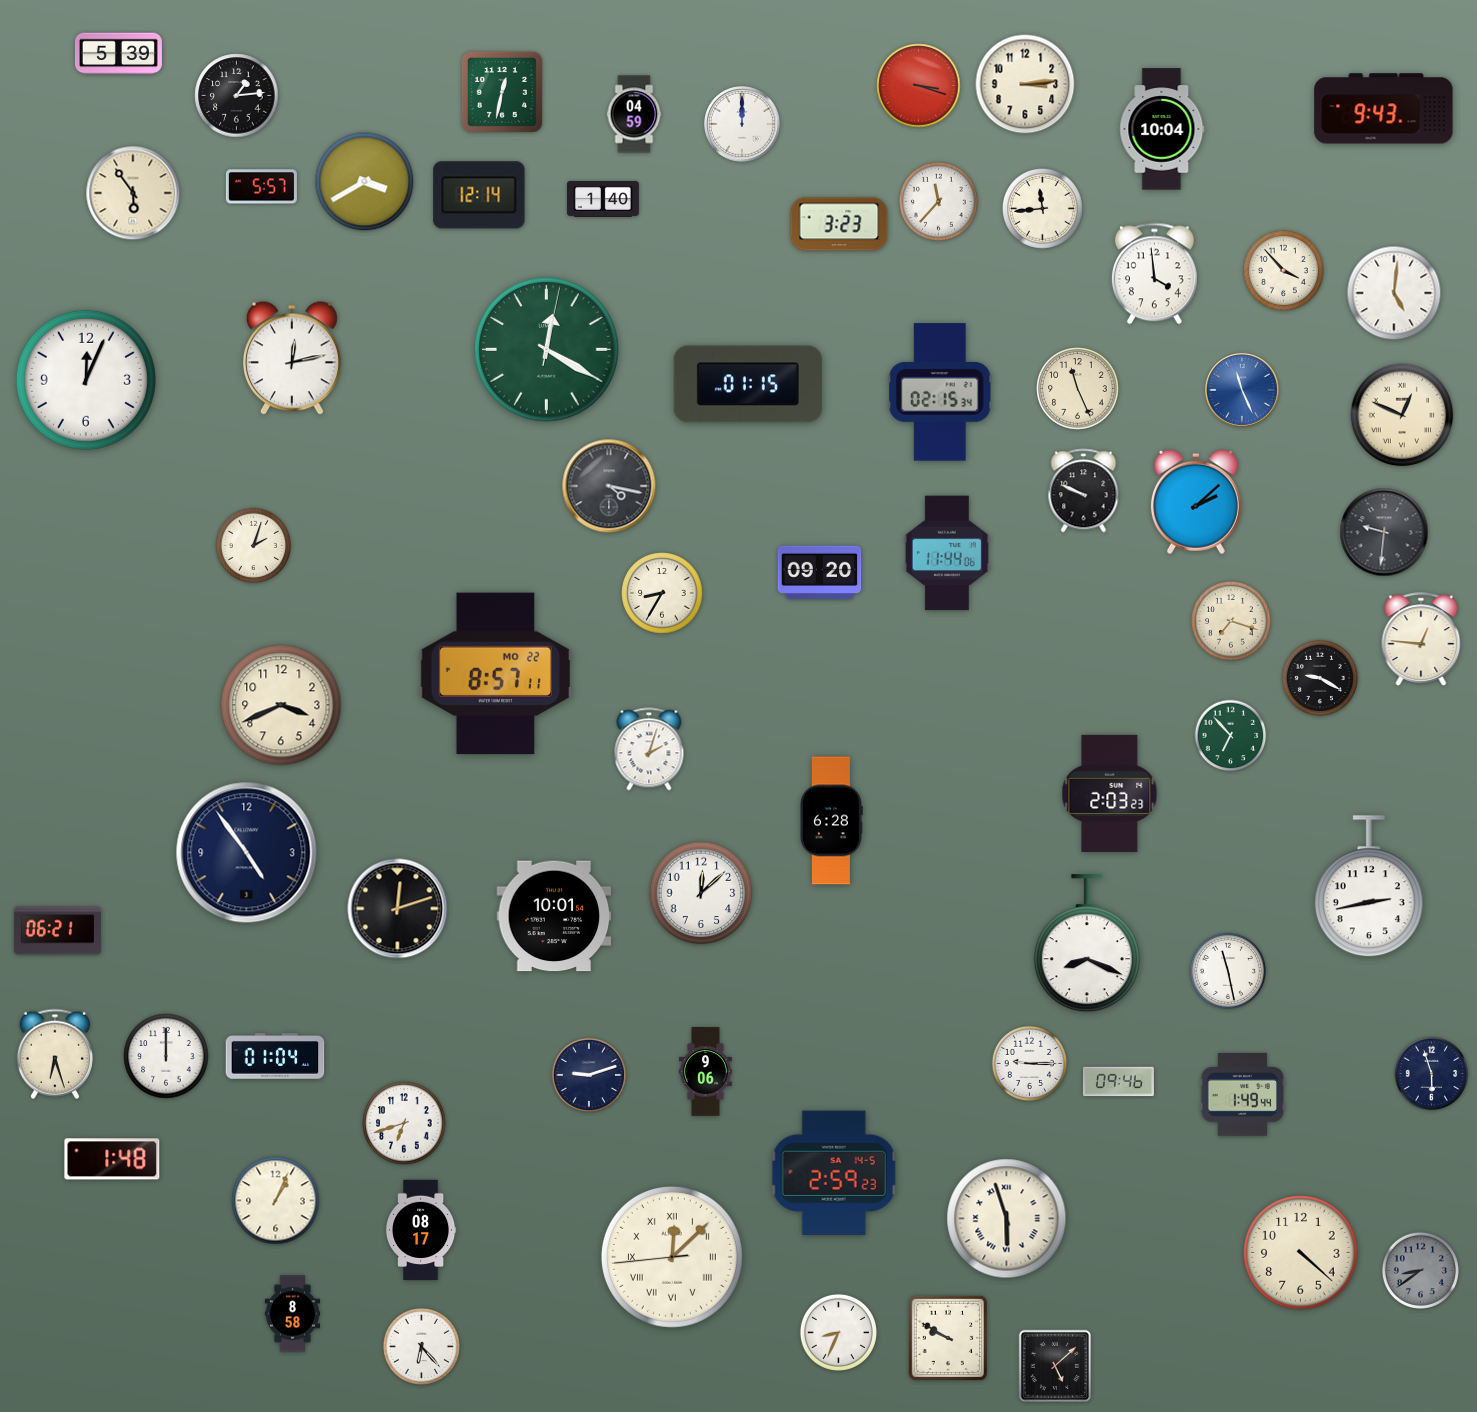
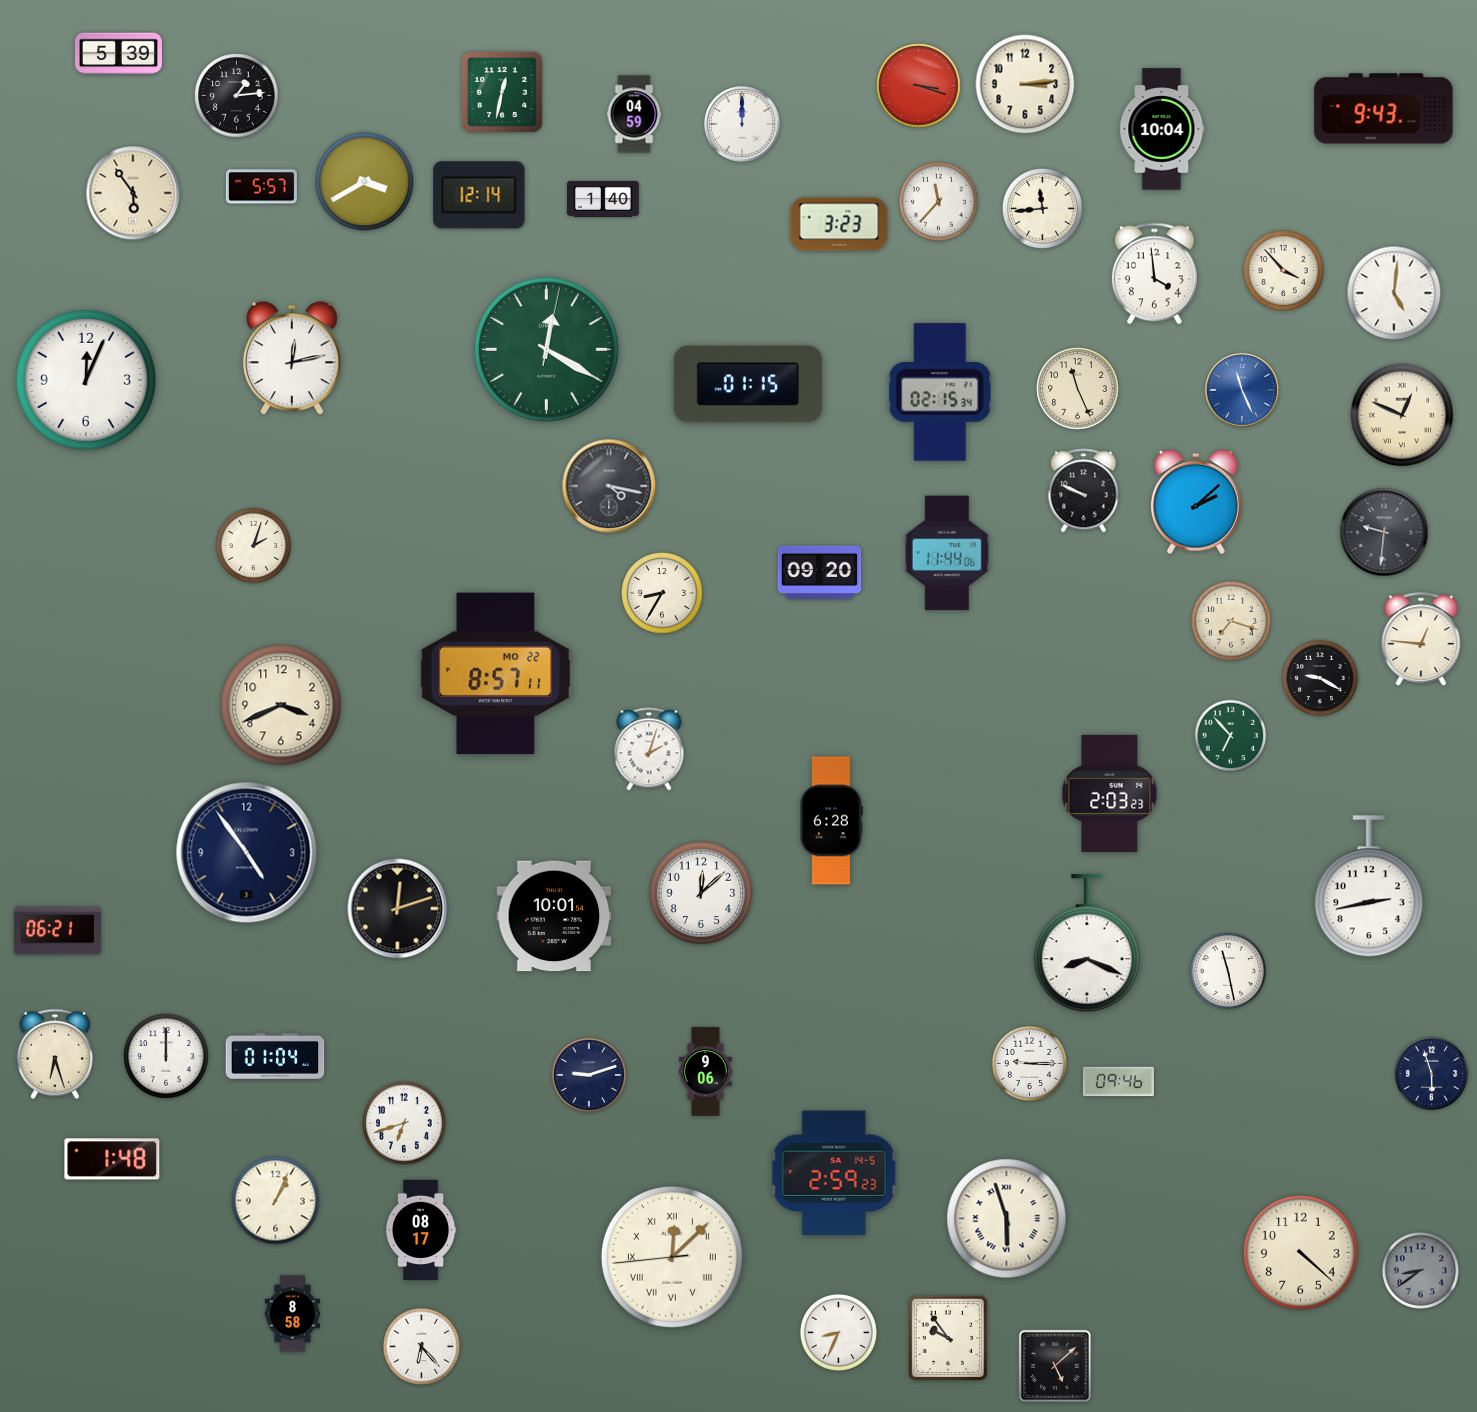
clock at (1242, 1094): 1:49 -> none
clock at (947, 1337): 9:50 -> 9:54
